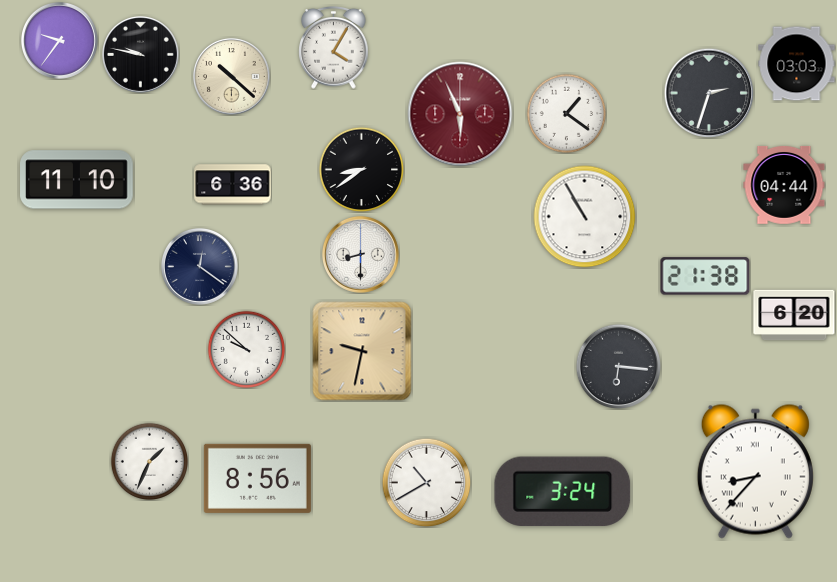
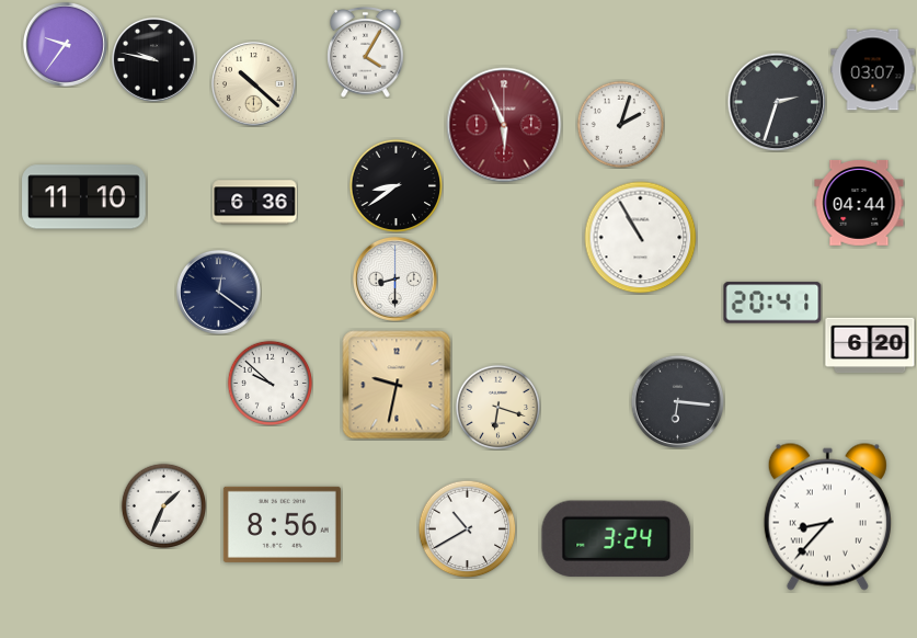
clock at (797, 64): 03:03 -> 03:07
clock at (566, 113): 1:21 -> 2:03
clock at (705, 276): 21:38 -> 20:41
clock at (497, 407): none -> 6:18
